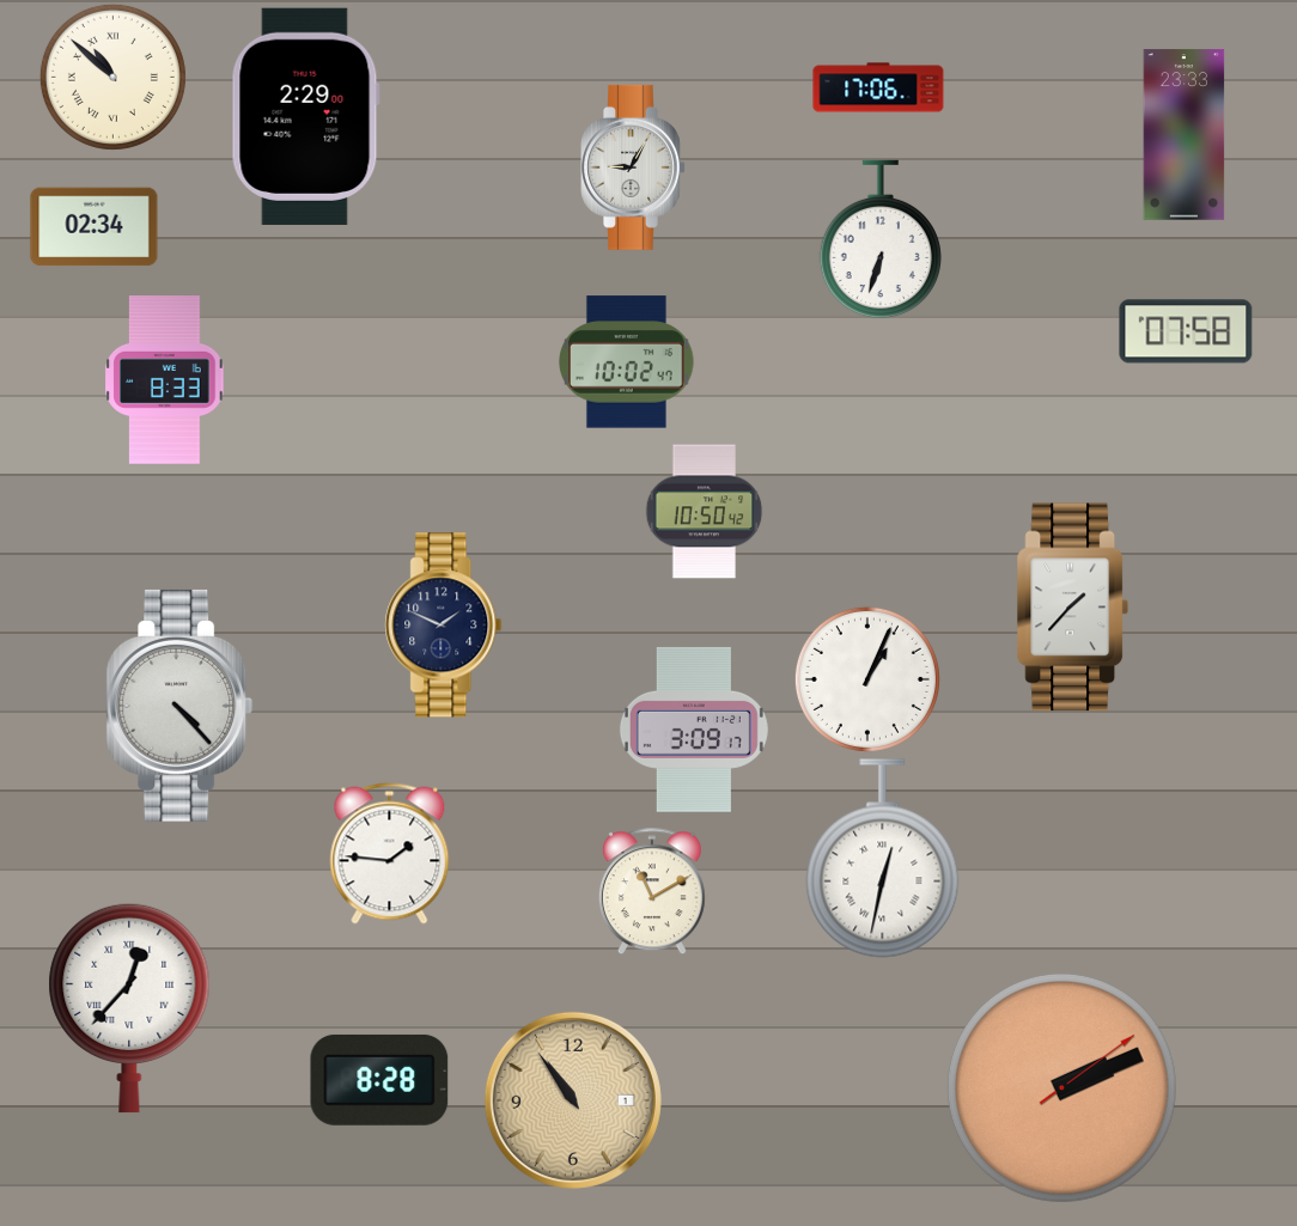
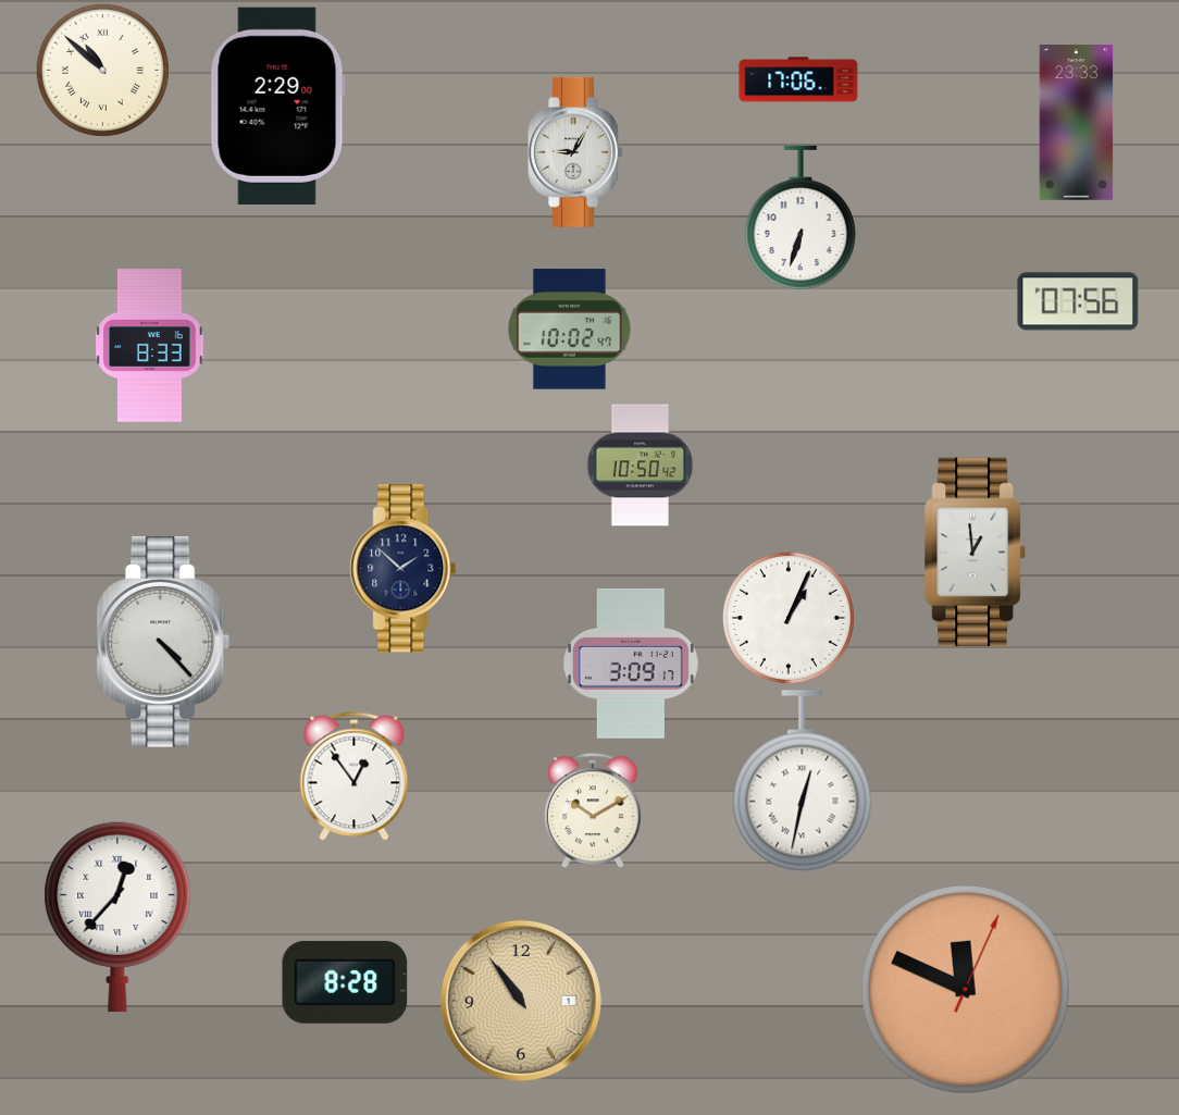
clock at (95, 227): 02:34 -> none
clock at (1186, 331): 07:58 -> 07:56
clock at (1072, 608): 1:37 -> 12:59
clock at (444, 626): 1:49 -> 1:52
clock at (390, 854): 1:46 -> 12:54
clock at (652, 891): 11:10 -> 10:10
clock at (1061, 1087): 2:11 -> 11:49
